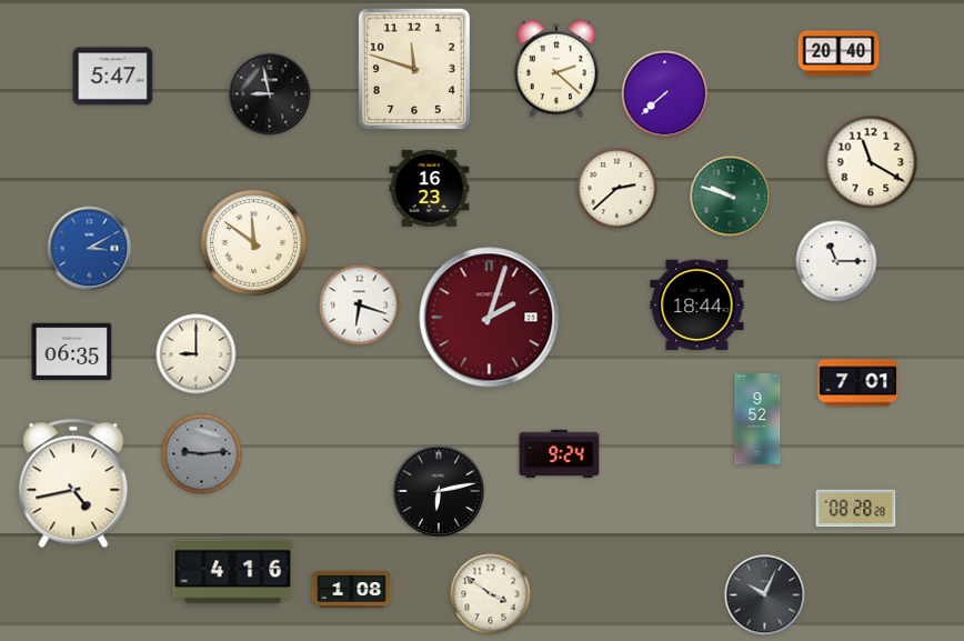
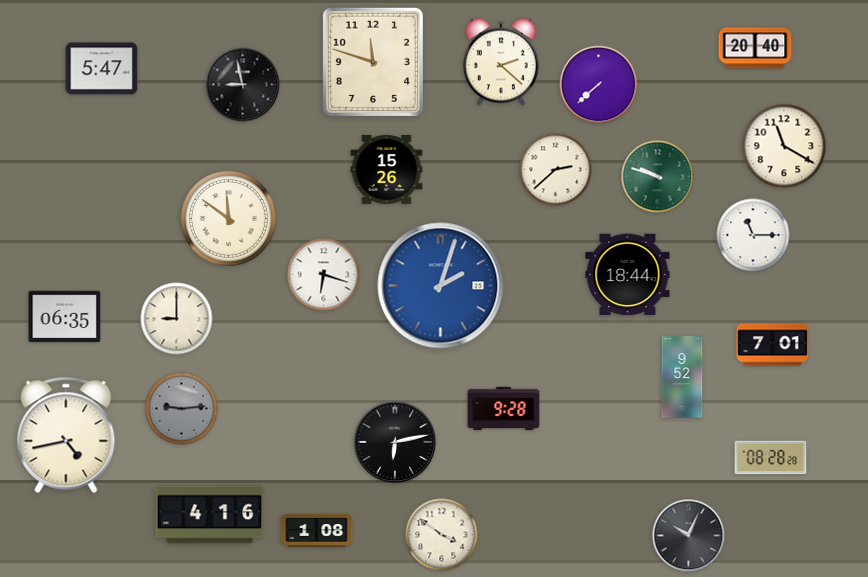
clock at (430, 188): 16:23 -> 15:26
clock at (90, 249): 3:10 -> none
clock at (490, 318) dial: burgundy -> blue
clock at (560, 454): 9:24 -> 9:28
